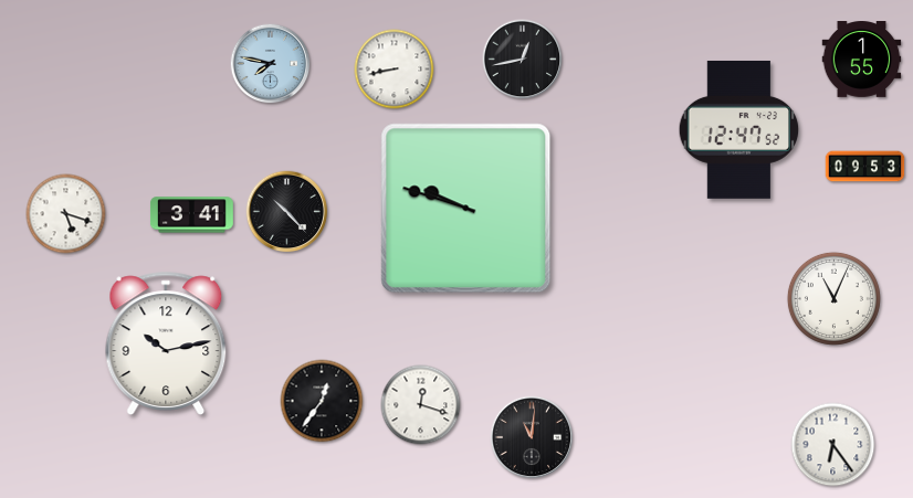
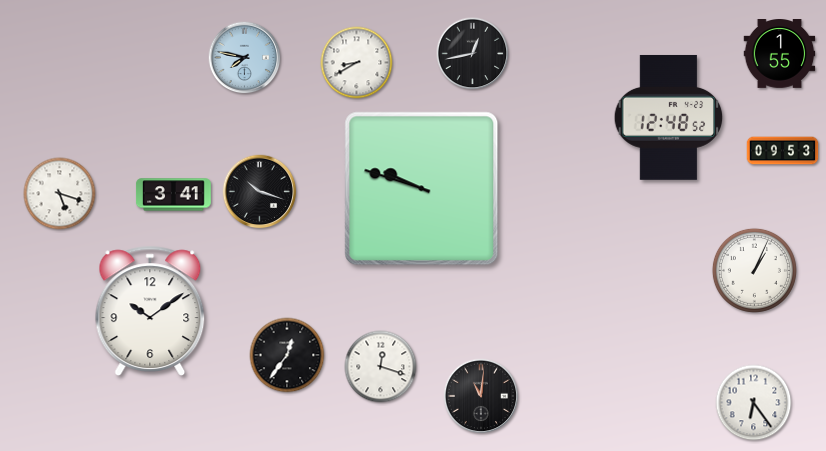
clock at (395, 70): 8:43 -> 8:40
clock at (739, 129): 12:47 -> 12:48
clock at (287, 212): 10:23 -> 10:18
clock at (833, 298): 11:04 -> 1:04
clock at (166, 343): 10:13 -> 10:09
clock at (322, 401) position: (322, 401) -> (287, 355)
